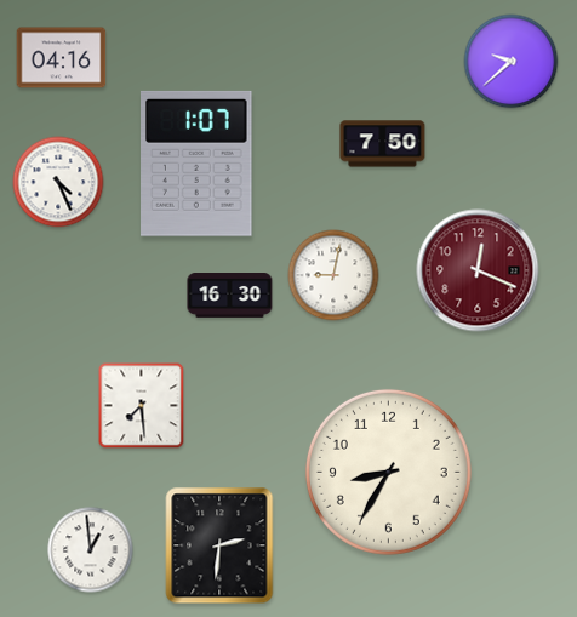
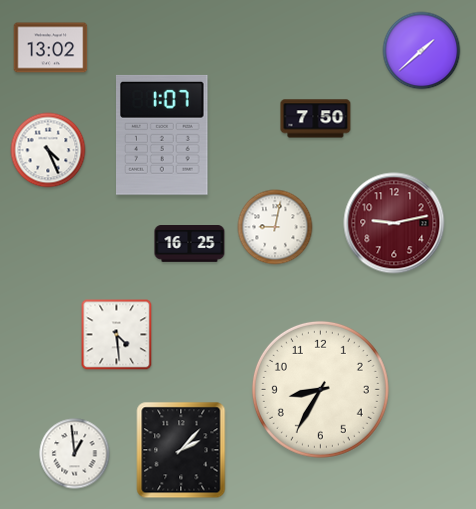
clock at (62, 58): 04:16 -> 13:02
clock at (512, 62): 9:38 -> 1:38
clock at (478, 270): 12:19 -> 9:13
clock at (230, 296): 16:30 -> 16:25
clock at (142, 406): 7:29 -> 4:29
clock at (219, 545): 2:31 -> 2:07
